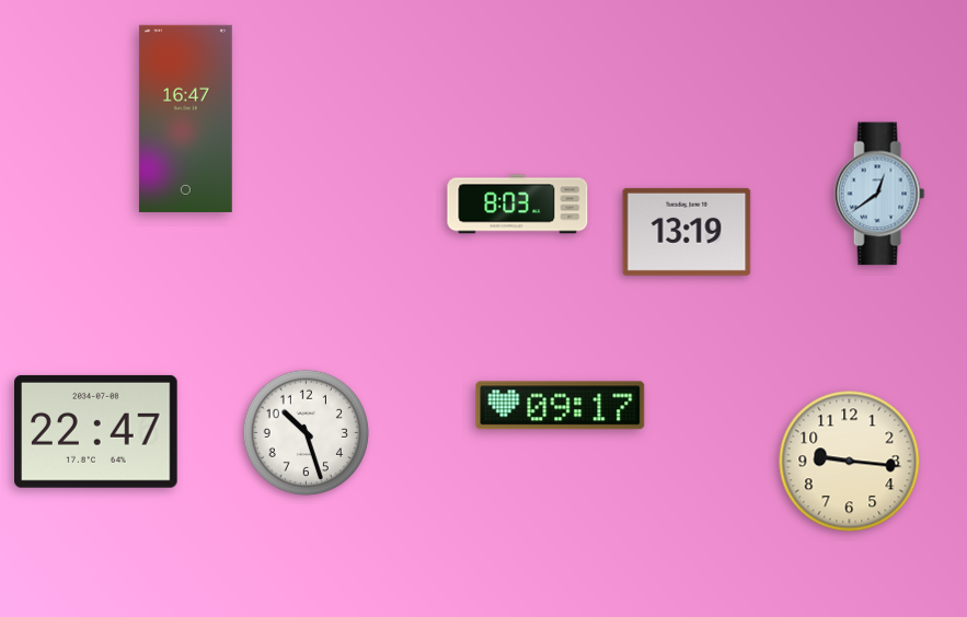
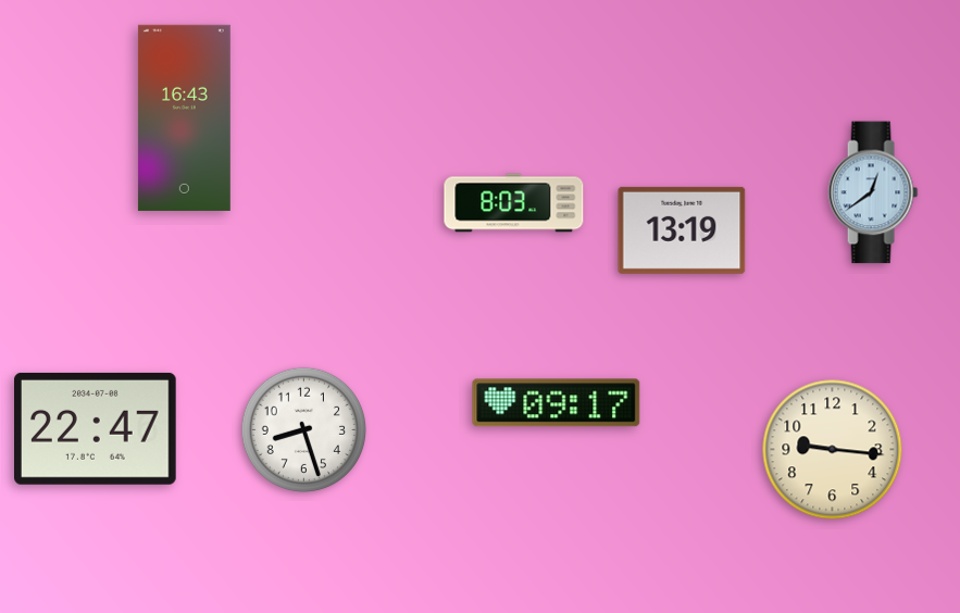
clock at (185, 118): 16:47 -> 16:43
clock at (306, 432): 10:27 -> 8:27
clock at (850, 462) position: (850, 462) -> (833, 450)
